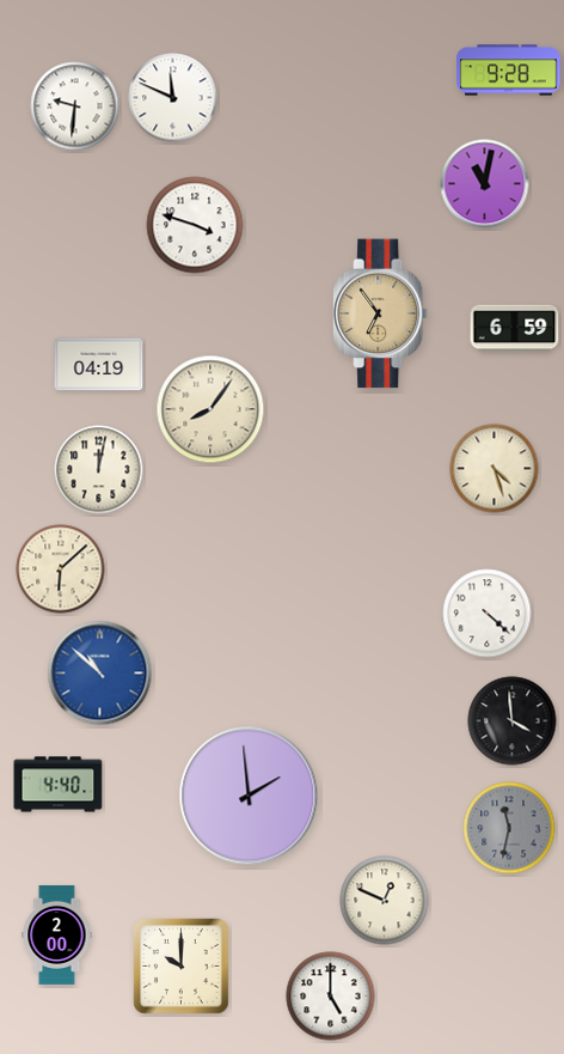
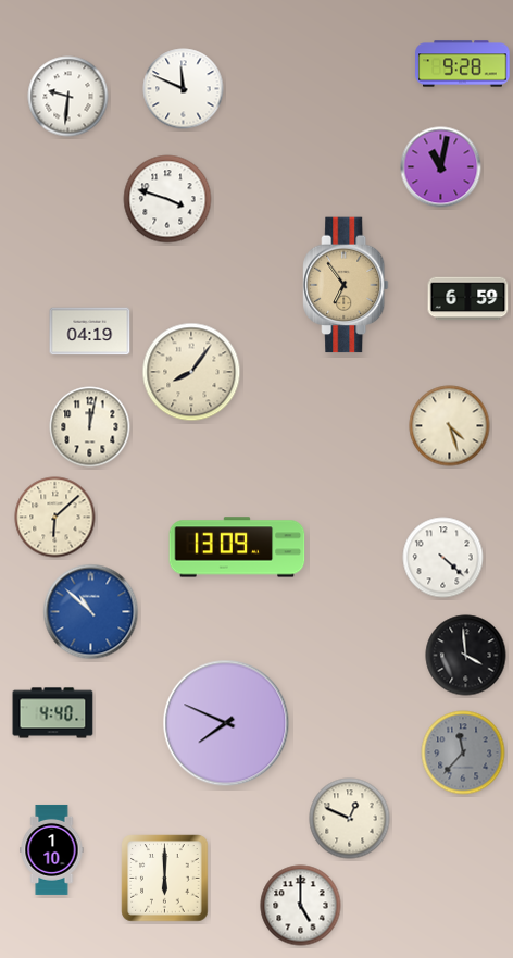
clock at (173, 98) position: (173, 98) -> (184, 89)
clock at (195, 225) position: (195, 225) -> (167, 199)
clock at (237, 547): none -> 13:09
clock at (249, 796): 1:59 -> 7:49
clock at (509, 828): 11:32 -> 11:37
clock at (57, 934): 2:00 -> 1:10
clock at (182, 967): 10:00 -> 6:00
